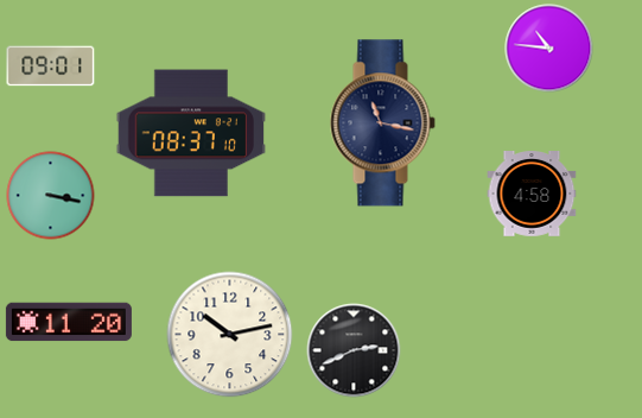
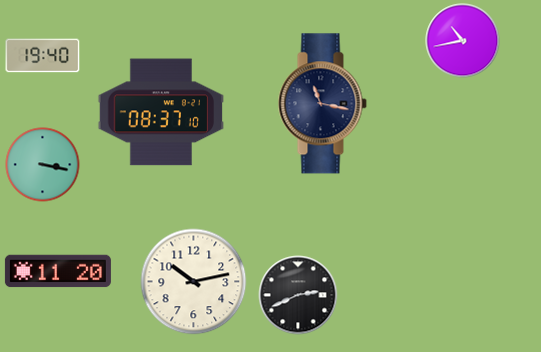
clock at (549, 49): 10:46 -> 10:43
clock at (51, 66): 09:01 -> 19:40
clock at (532, 195): 4:58 -> none
